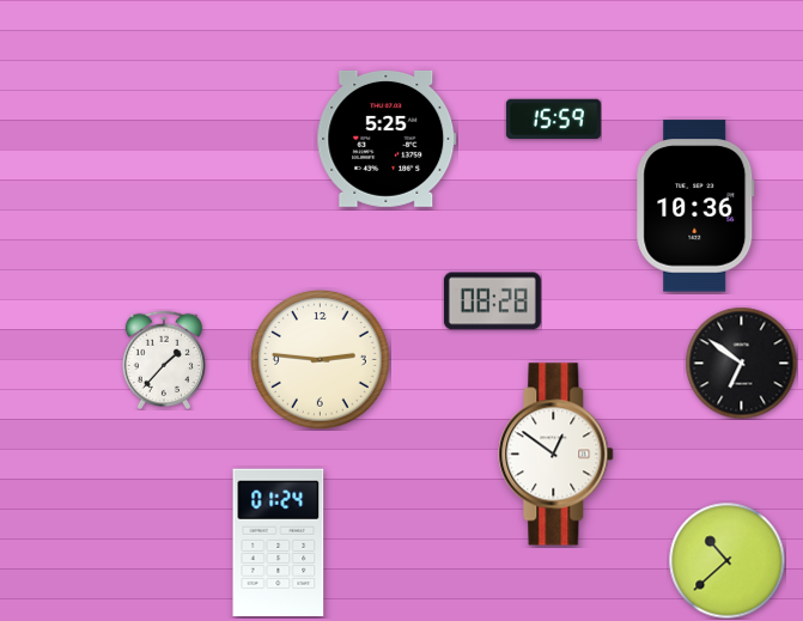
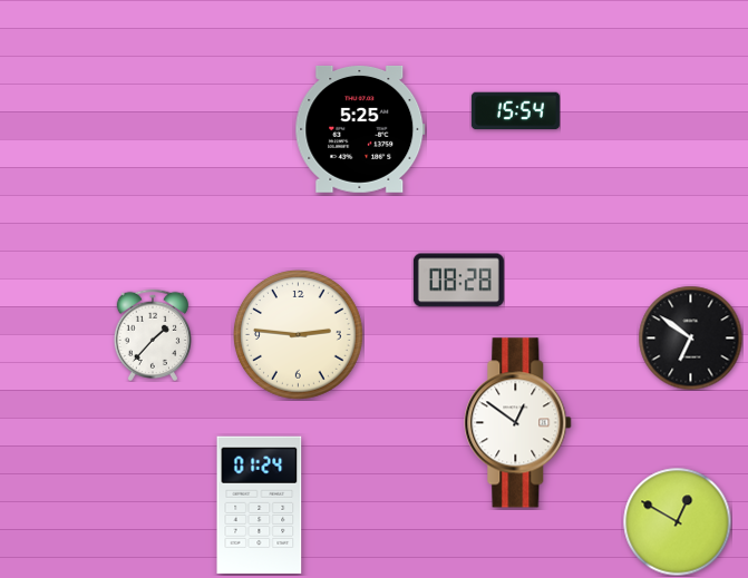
clock at (553, 120): 15:59 -> 15:54
clock at (695, 206): 10:36 -> none
clock at (726, 560): 10:38 -> 12:50
